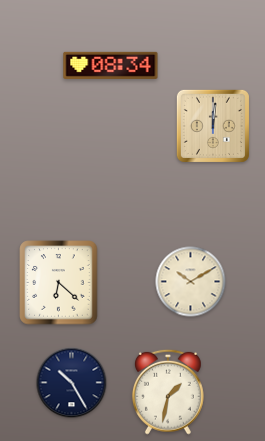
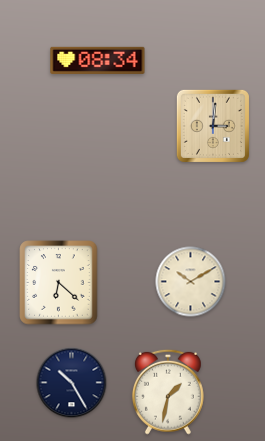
clock at (111, 65) position: (111, 65) -> (98, 60)
clock at (213, 126): 12:01 -> 3:01
